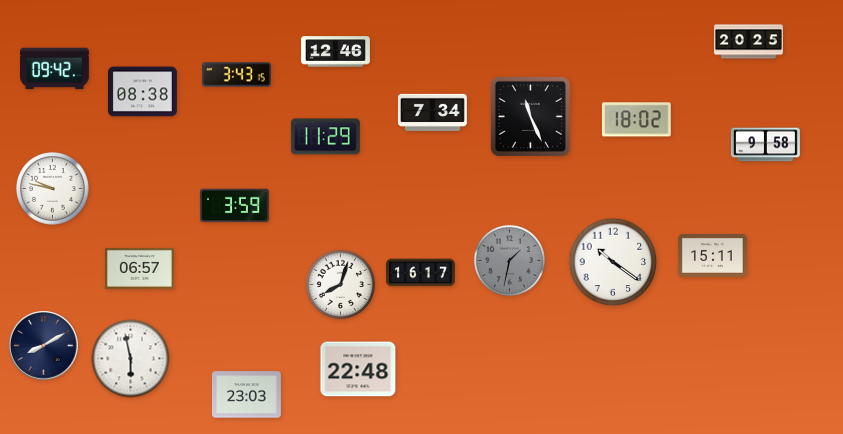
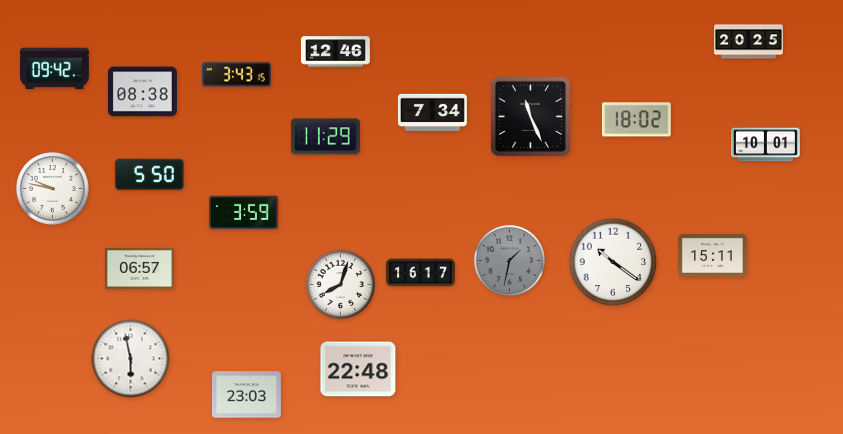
clock at (765, 145): 9:58 -> 10:01
clock at (149, 175): none -> 5:50
clock at (234, 206) position: (234, 206) -> (243, 213)
clock at (44, 346): 8:10 -> none
